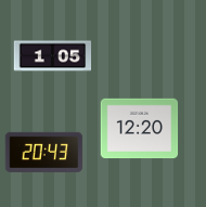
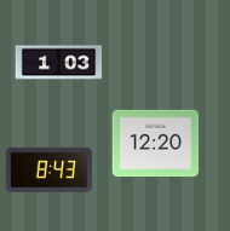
clock at (53, 56): 1:05 -> 1:03
clock at (44, 152): 20:43 -> 8:43
